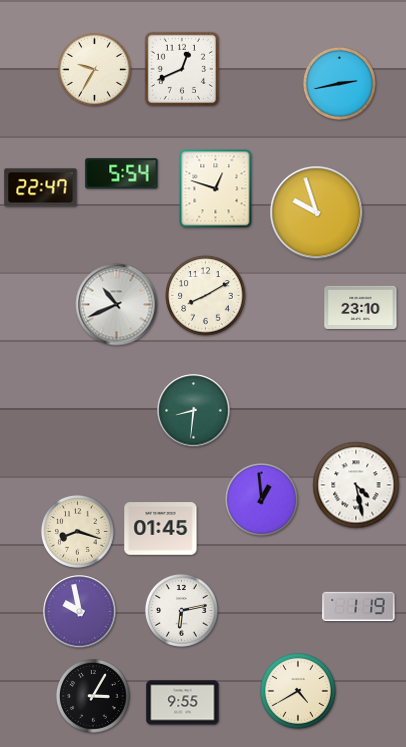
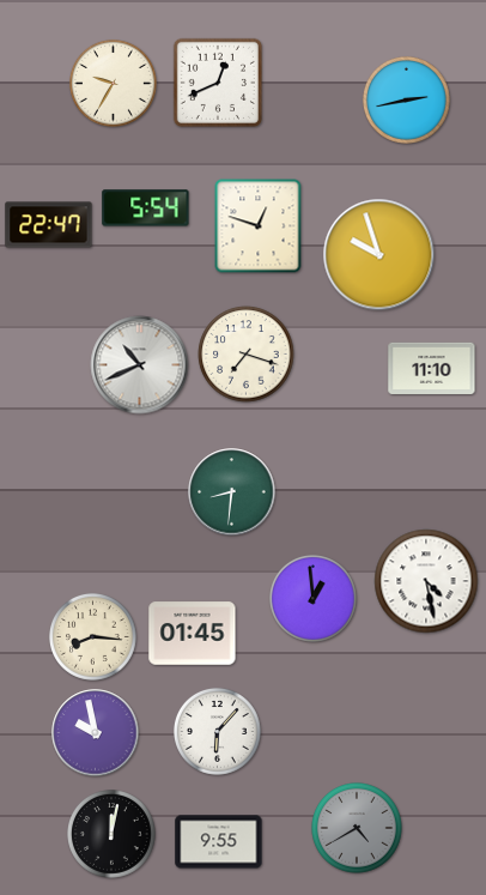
clock at (206, 296): 8:10 -> 7:18
clock at (361, 307): 23:10 -> 11:10
clock at (77, 531): 8:18 -> 8:16
clock at (359, 607): 1:19 -> none
clock at (181, 610): 6:13 -> 6:07
clock at (298, 691) dial: cream -> grey
clock at (94, 697): 3:05 -> 12:02
